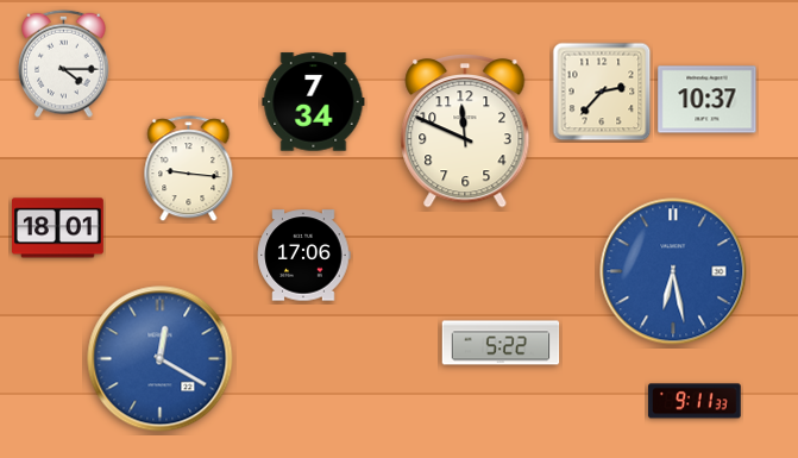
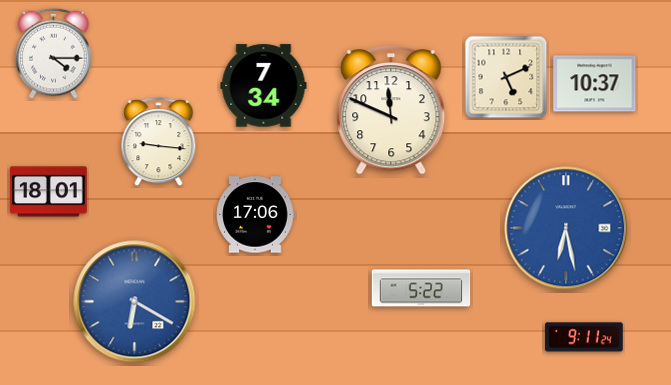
clock at (602, 92): 2:37 -> 5:11
clock at (161, 359): 12:20 -> 6:20
clock at (695, 401): 9:11:33 -> 9:11:24
